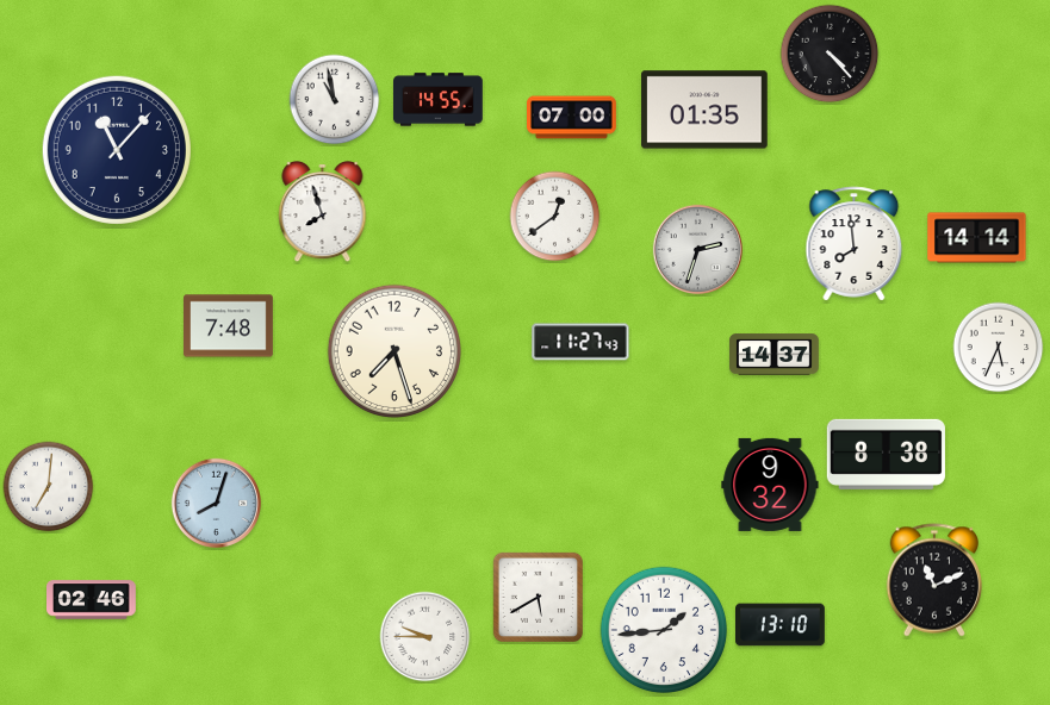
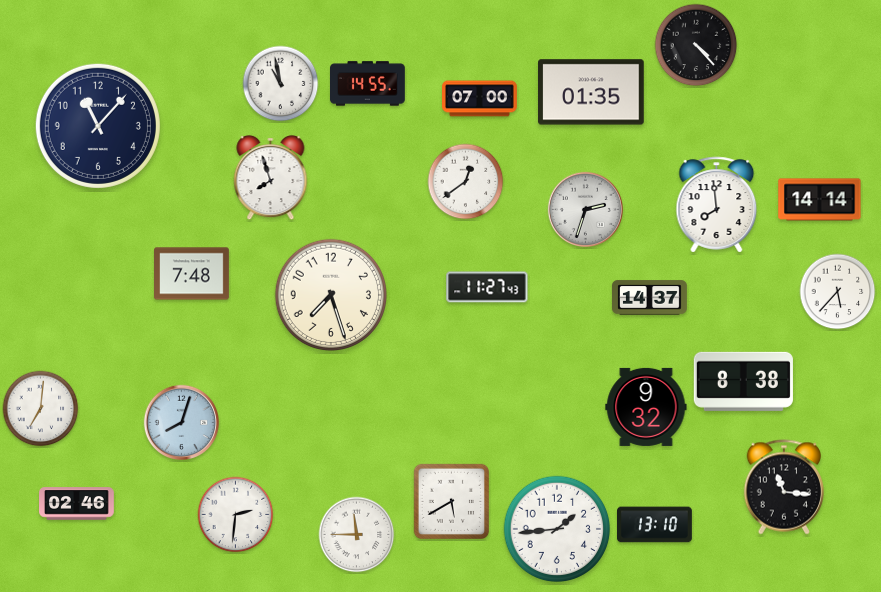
clock at (999, 348): 5:34 -> 5:37
clock at (933, 580): 11:11 -> 11:16
clock at (236, 515): none -> 2:31
clock at (425, 637): 9:45 -> 11:45
